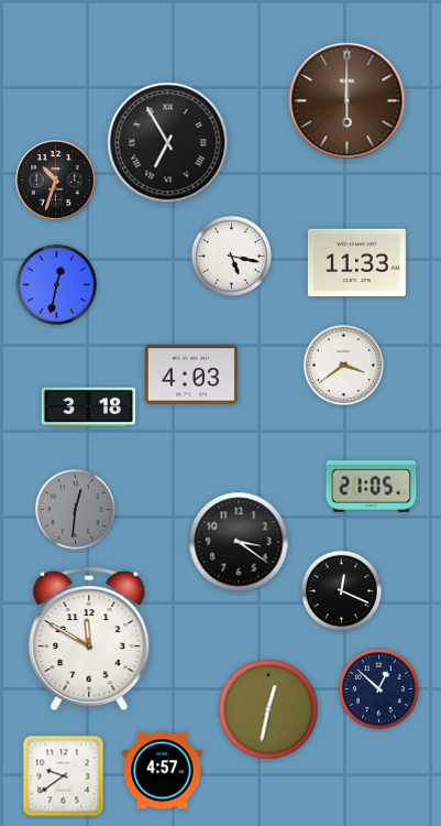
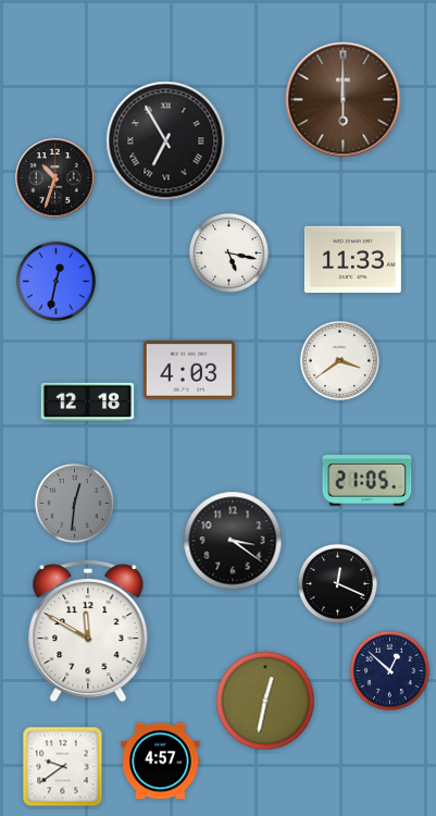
clock at (89, 407): 3:18 -> 12:18
clock at (239, 542) position: (239, 542) -> (233, 541)
clock at (378, 688) position: (378, 688) -> (389, 670)
